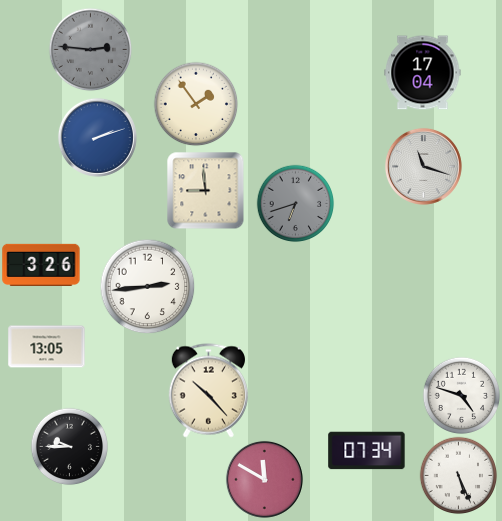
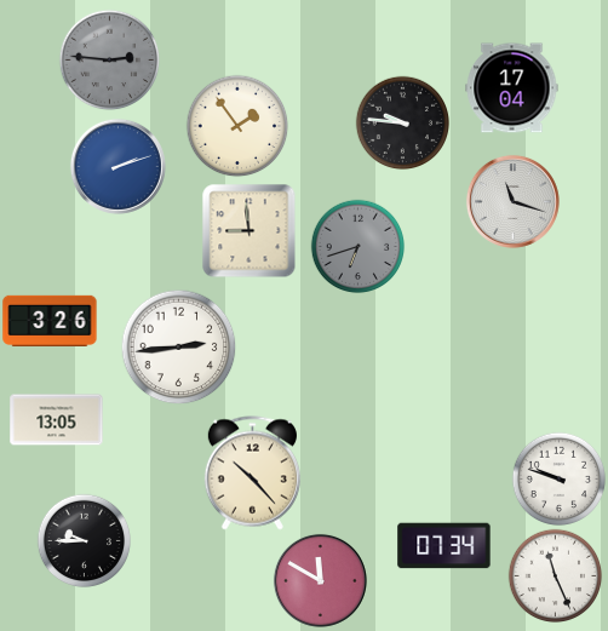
clock at (402, 122): none -> 9:46
clock at (461, 395): 4:48 -> 9:48
clock at (458, 475): 5:26 -> 11:26
